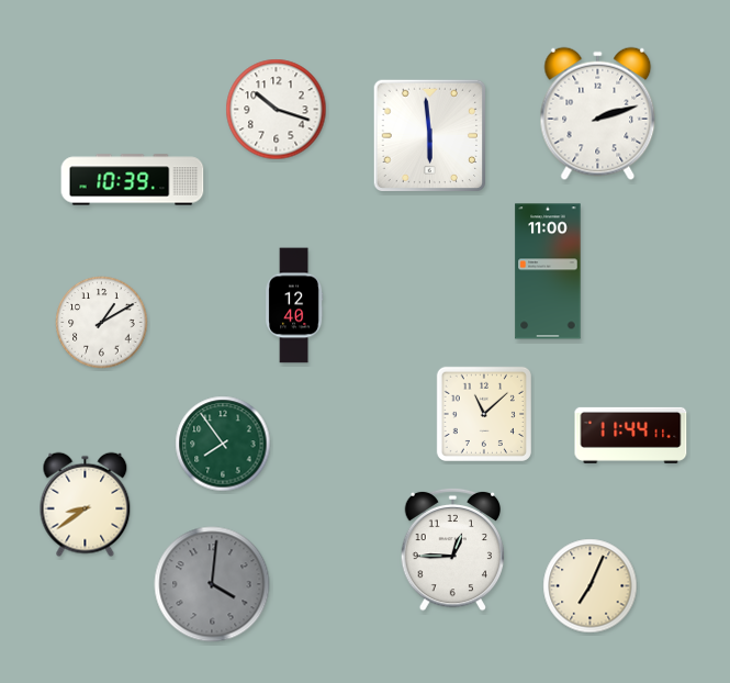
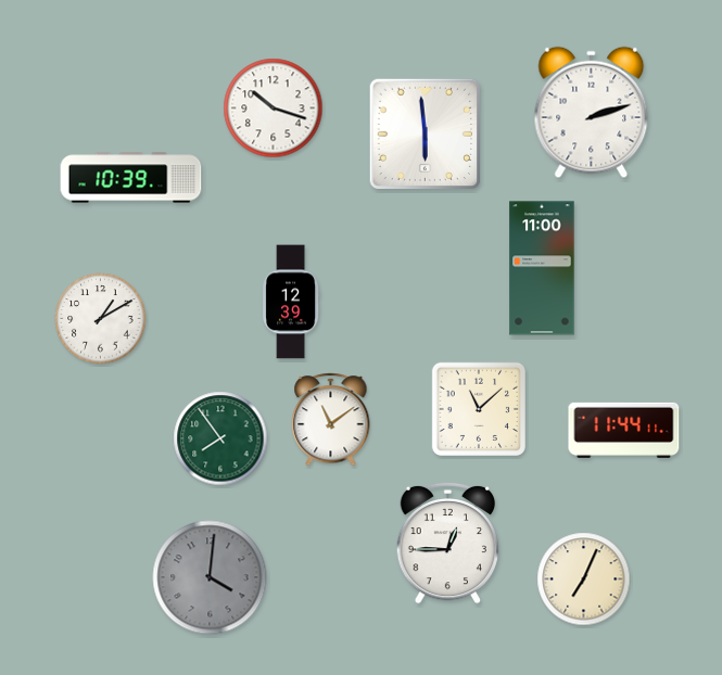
clock at (294, 305): 12:40 -> 12:39
clock at (331, 420): none -> 11:09
clock at (86, 505): 8:39 -> none
